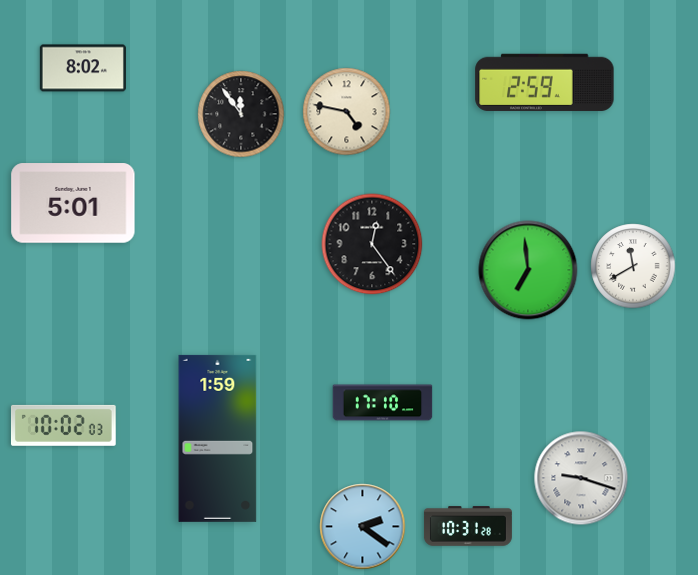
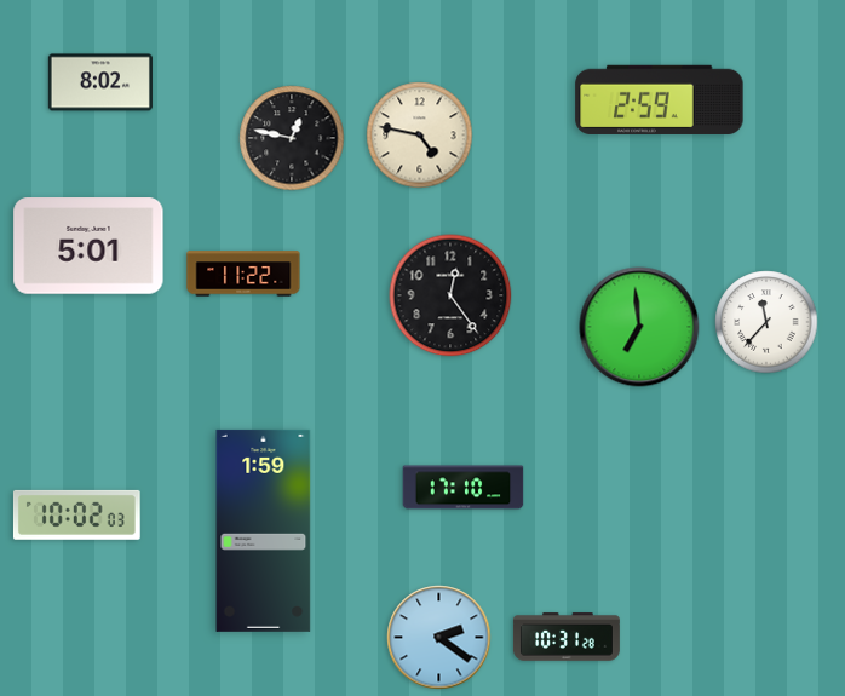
clock at (241, 114): 11:54 -> 12:47
clock at (243, 274): none -> 11:22
clock at (633, 266): 11:40 -> 11:37
clock at (581, 478): 9:18 -> none
